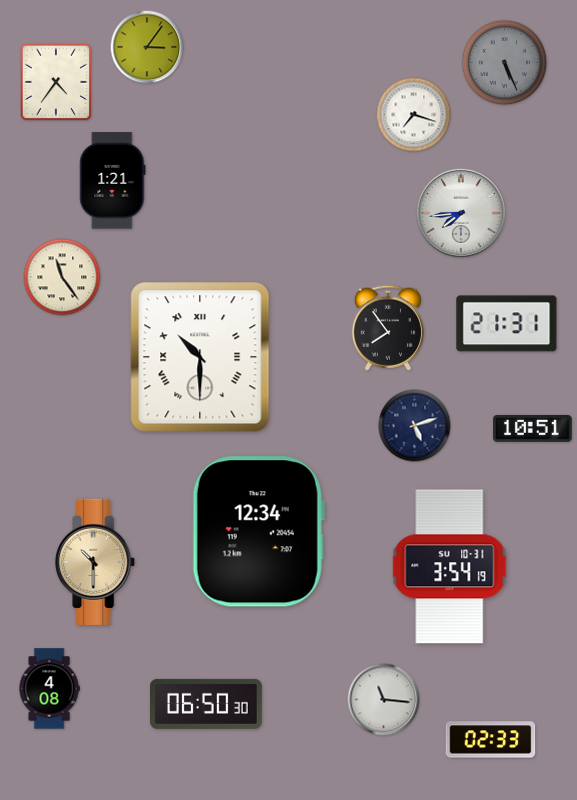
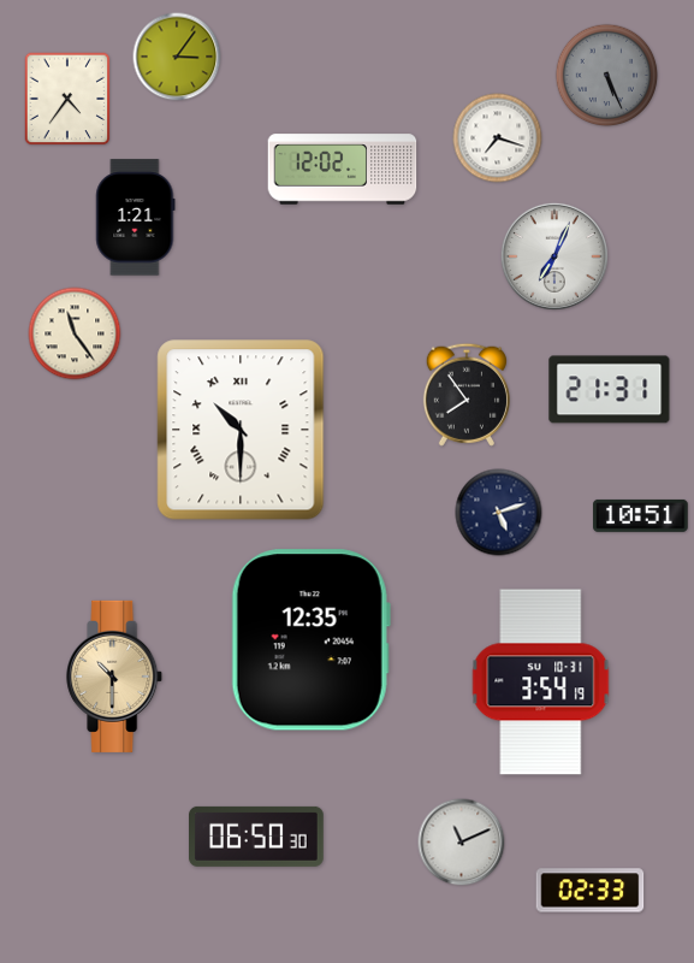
clock at (343, 170): none -> 12:02
clock at (461, 213): 7:44 -> 7:04
clock at (258, 532): 12:34 -> 12:35
clock at (49, 689): 4:08 -> none
clock at (384, 700): 11:16 -> 11:11
clock at (207, 704) position: (207, 704) -> (257, 837)
